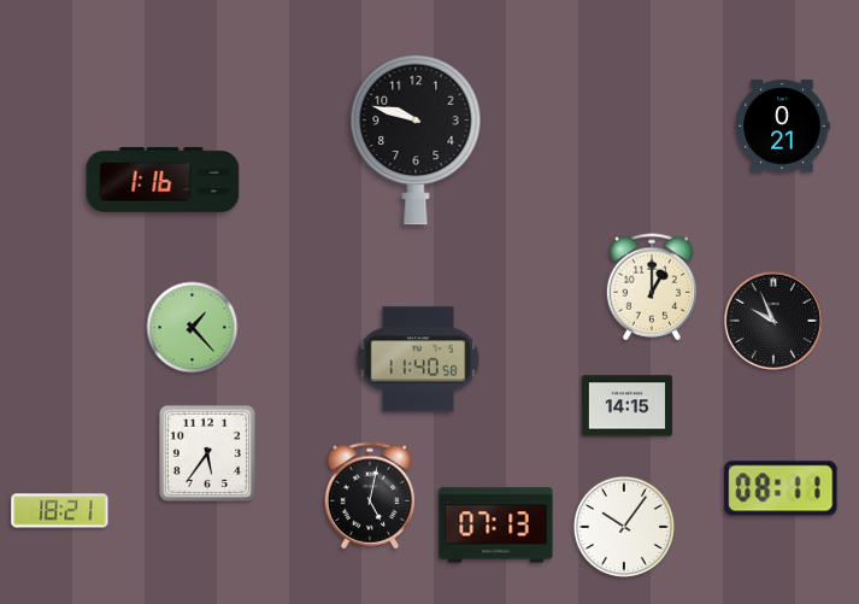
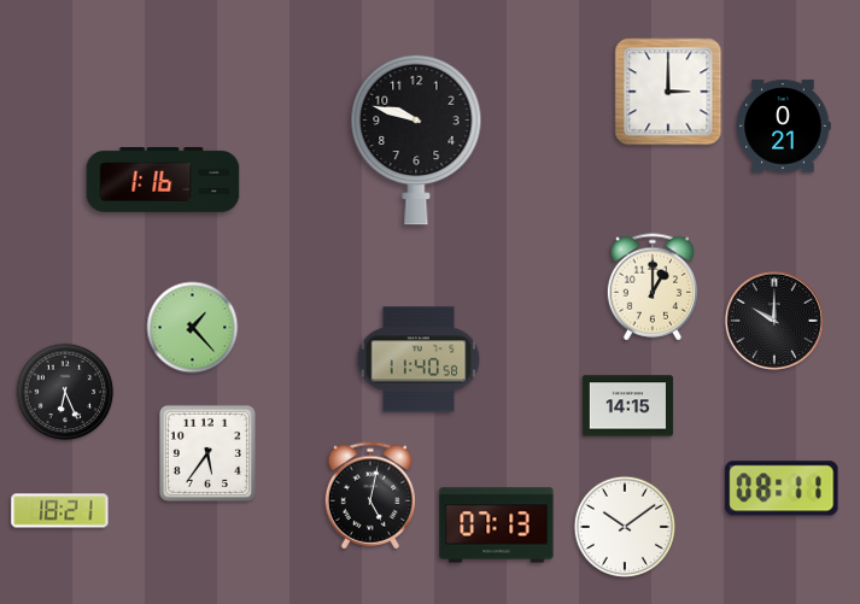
clock at (668, 92): none -> 3:00
clock at (773, 321): 9:56 -> 10:00
clock at (65, 392): none -> 6:26
clock at (623, 526): 10:06 -> 10:09
